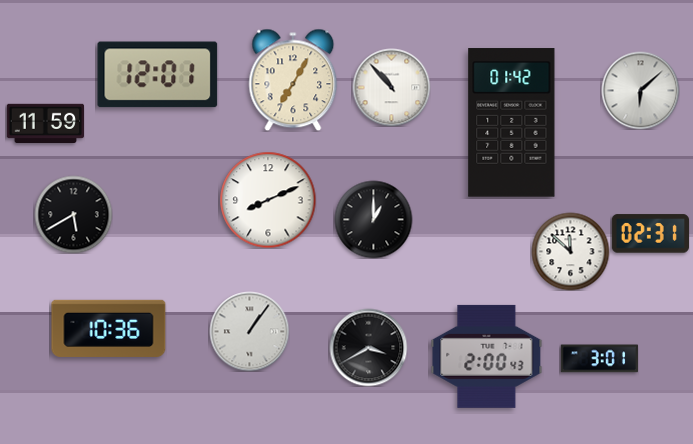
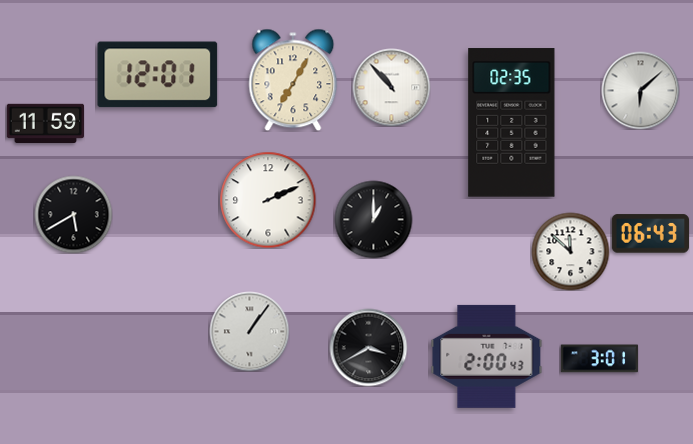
clock at (512, 123): 01:42 -> 02:35
clock at (268, 200): 8:11 -> 2:11
clock at (650, 234): 02:31 -> 06:43
clock at (109, 328): 10:36 -> none
